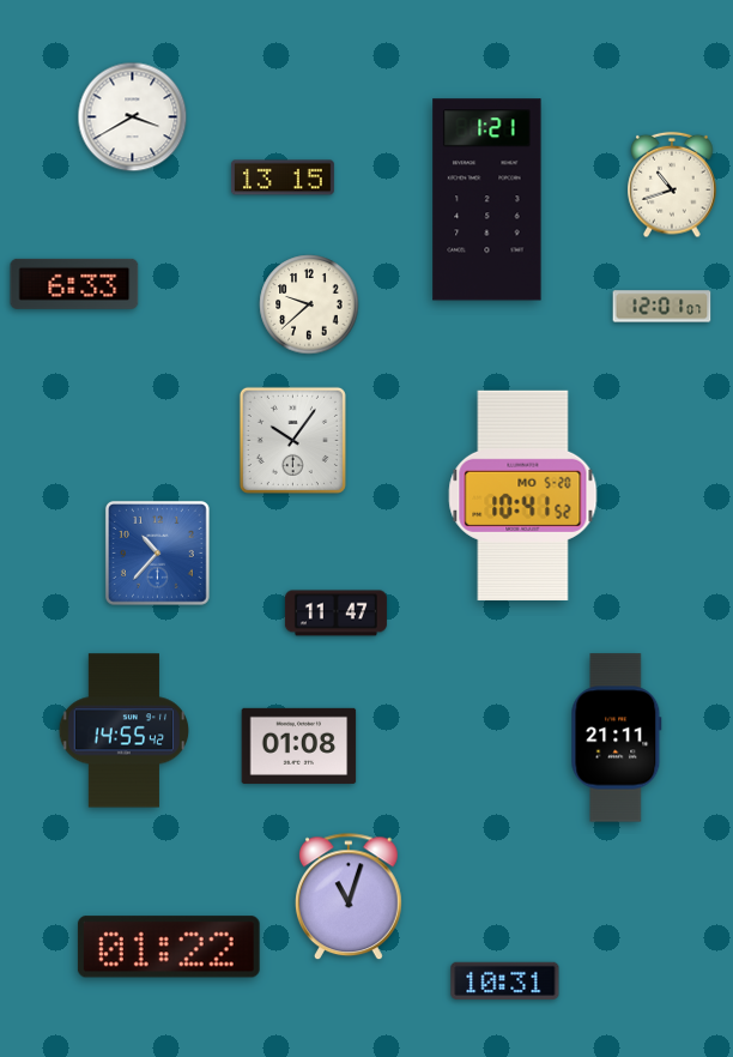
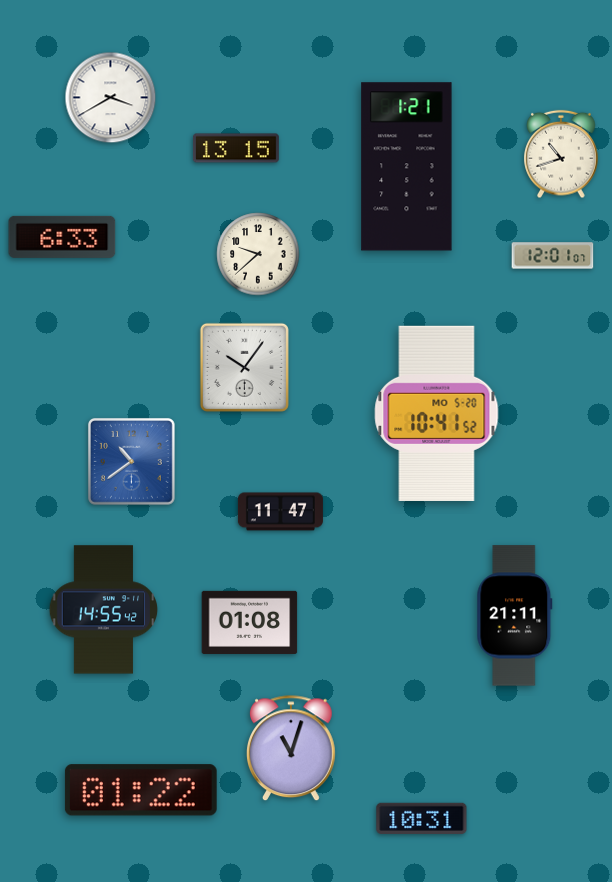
clock at (158, 554): 10:37 -> 10:39
